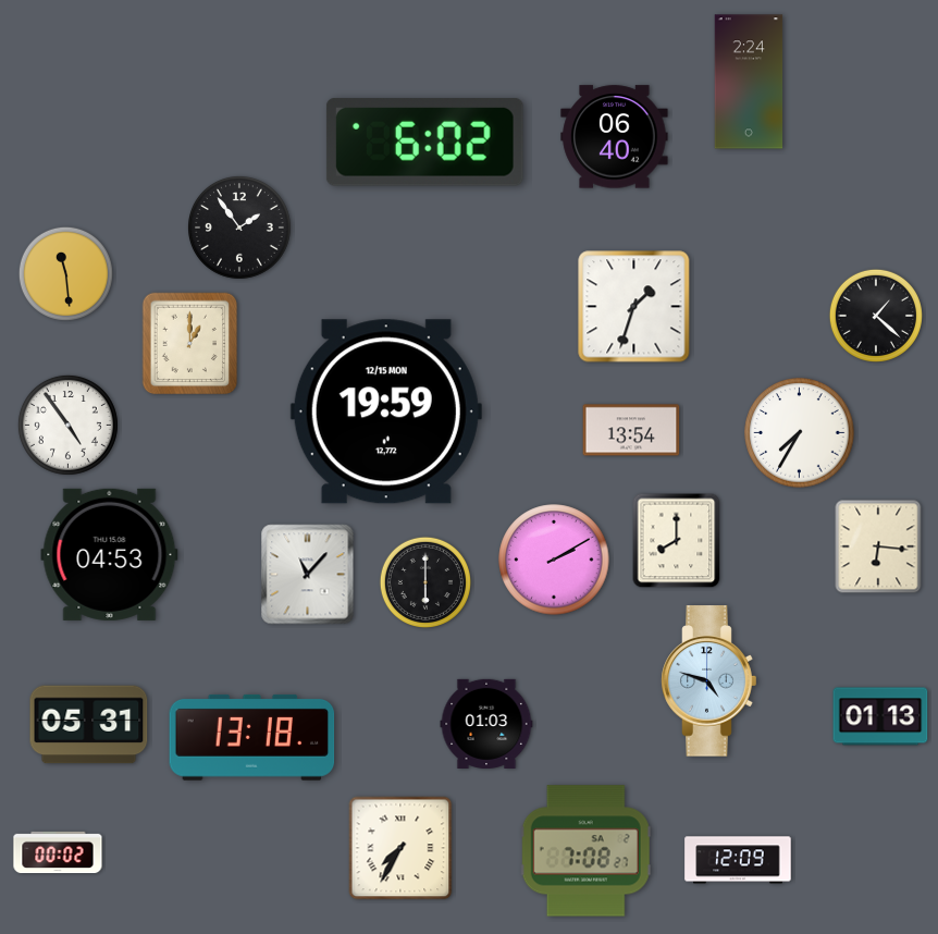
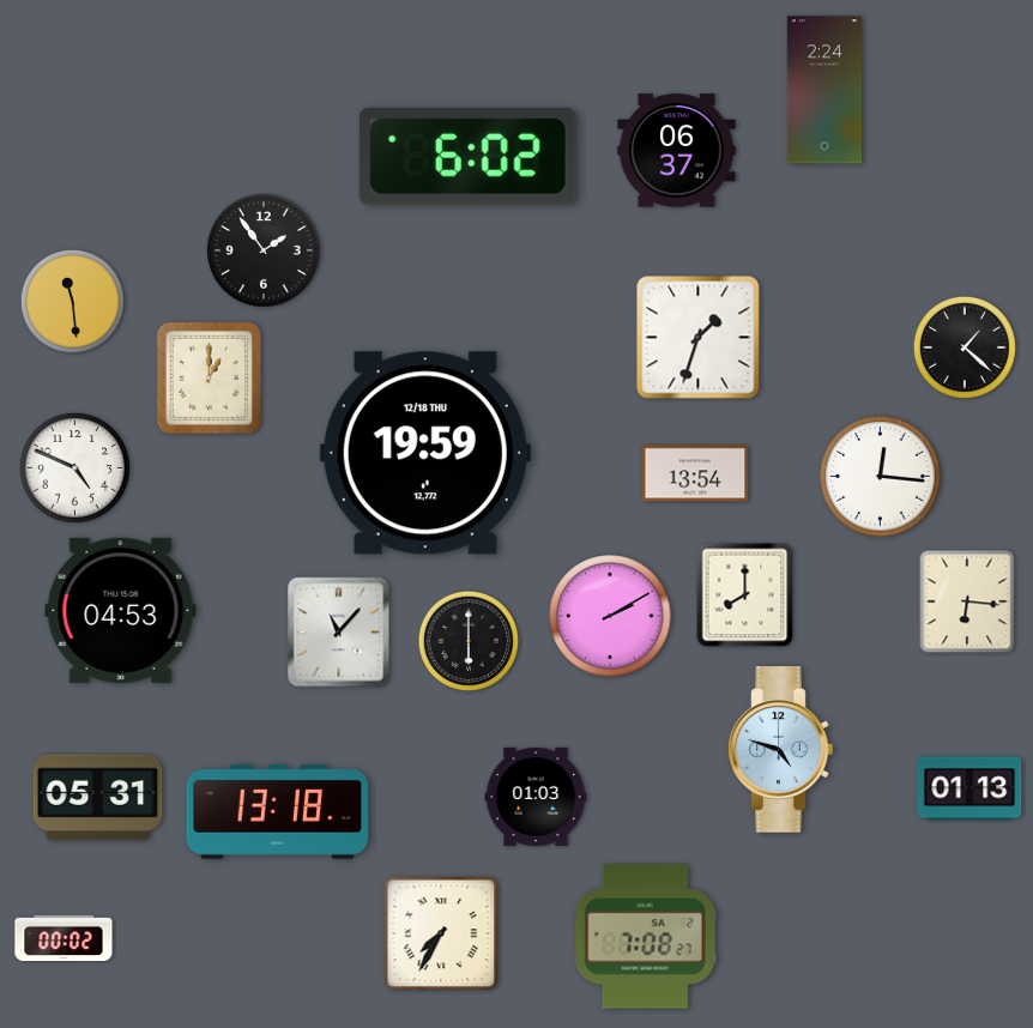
clock at (615, 137): 06:40 -> 06:37
clock at (386, 411) date: 12/15 MON -> 12/18 THU
clock at (67, 425): 4:54 -> 4:49
clock at (800, 433): 7:35 -> 12:16
clock at (738, 860): 12:09 -> none
